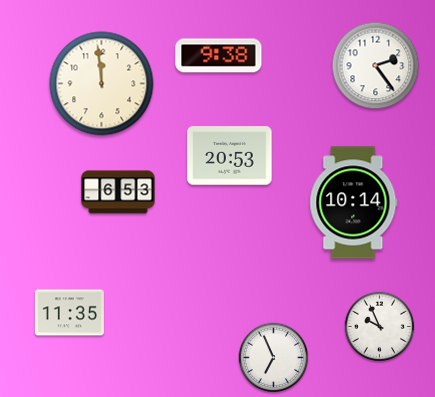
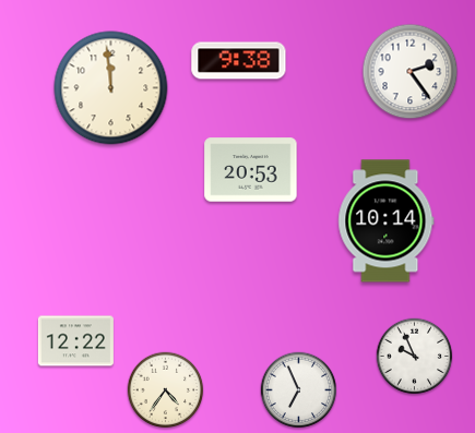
clock at (102, 84) position: (102, 84) -> (111, 88)
clock at (118, 192): 6:53 -> none
clock at (69, 313): 11:35 -> 12:22
clock at (166, 390): none -> 4:36
